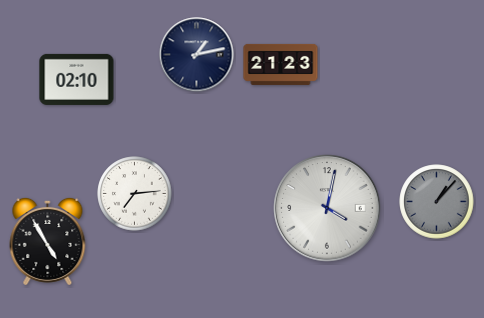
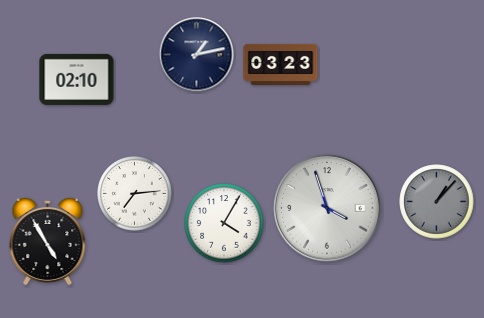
clock at (281, 64): 21:23 -> 03:23
clock at (327, 208): 4:02 -> 3:57
clock at (224, 223): none -> 4:05
